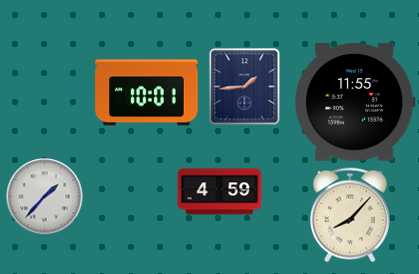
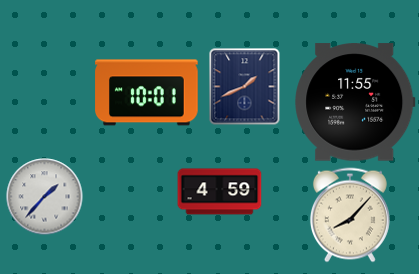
clock at (245, 87): 1:44 -> 1:41
